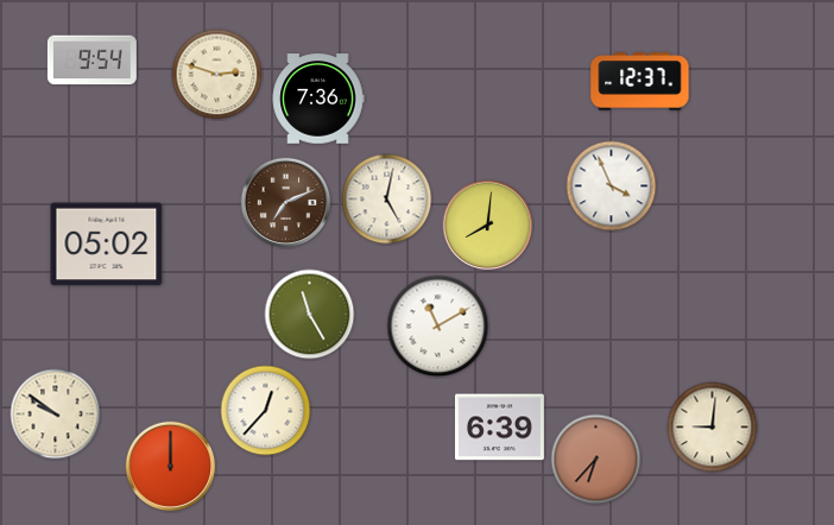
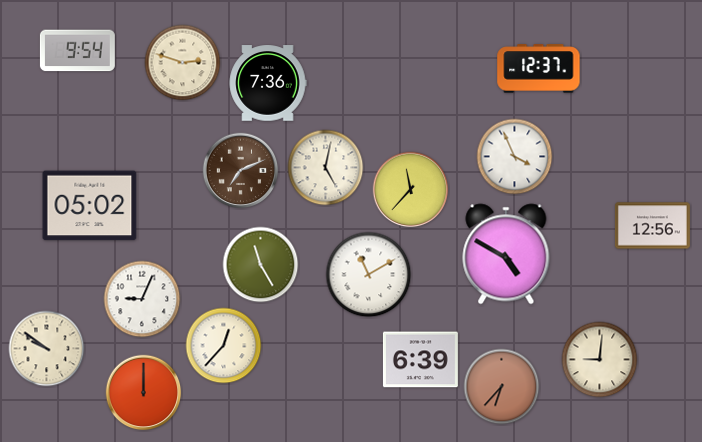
clock at (488, 226): 8:01 -> 11:37
clock at (652, 226): none -> 12:56
clock at (506, 254): none -> 4:50
clock at (142, 299): none -> 9:04
